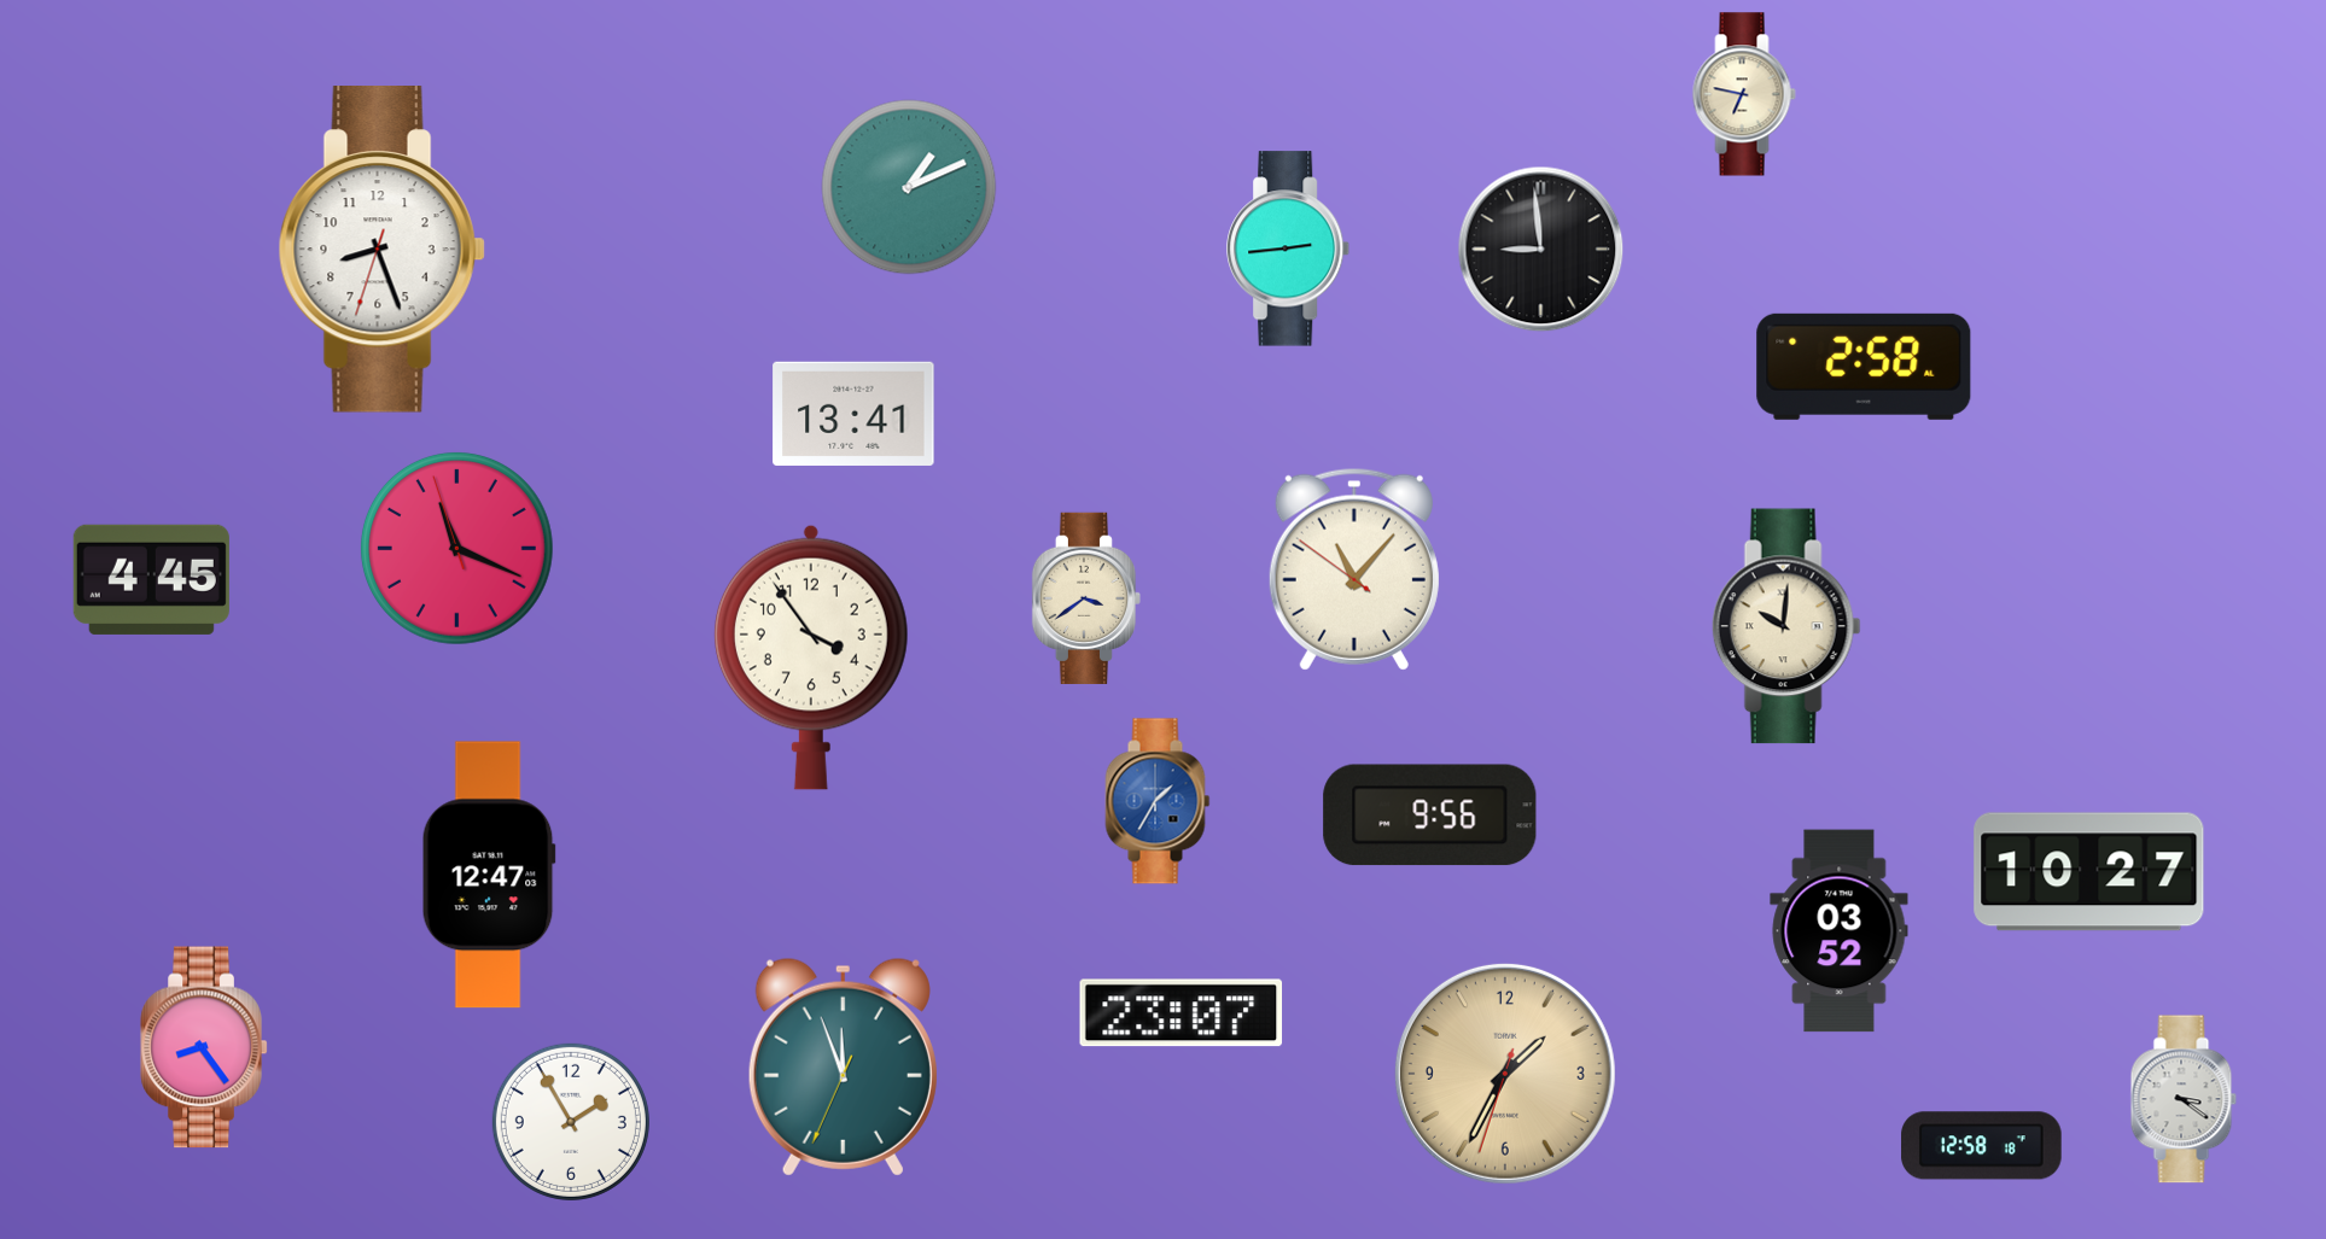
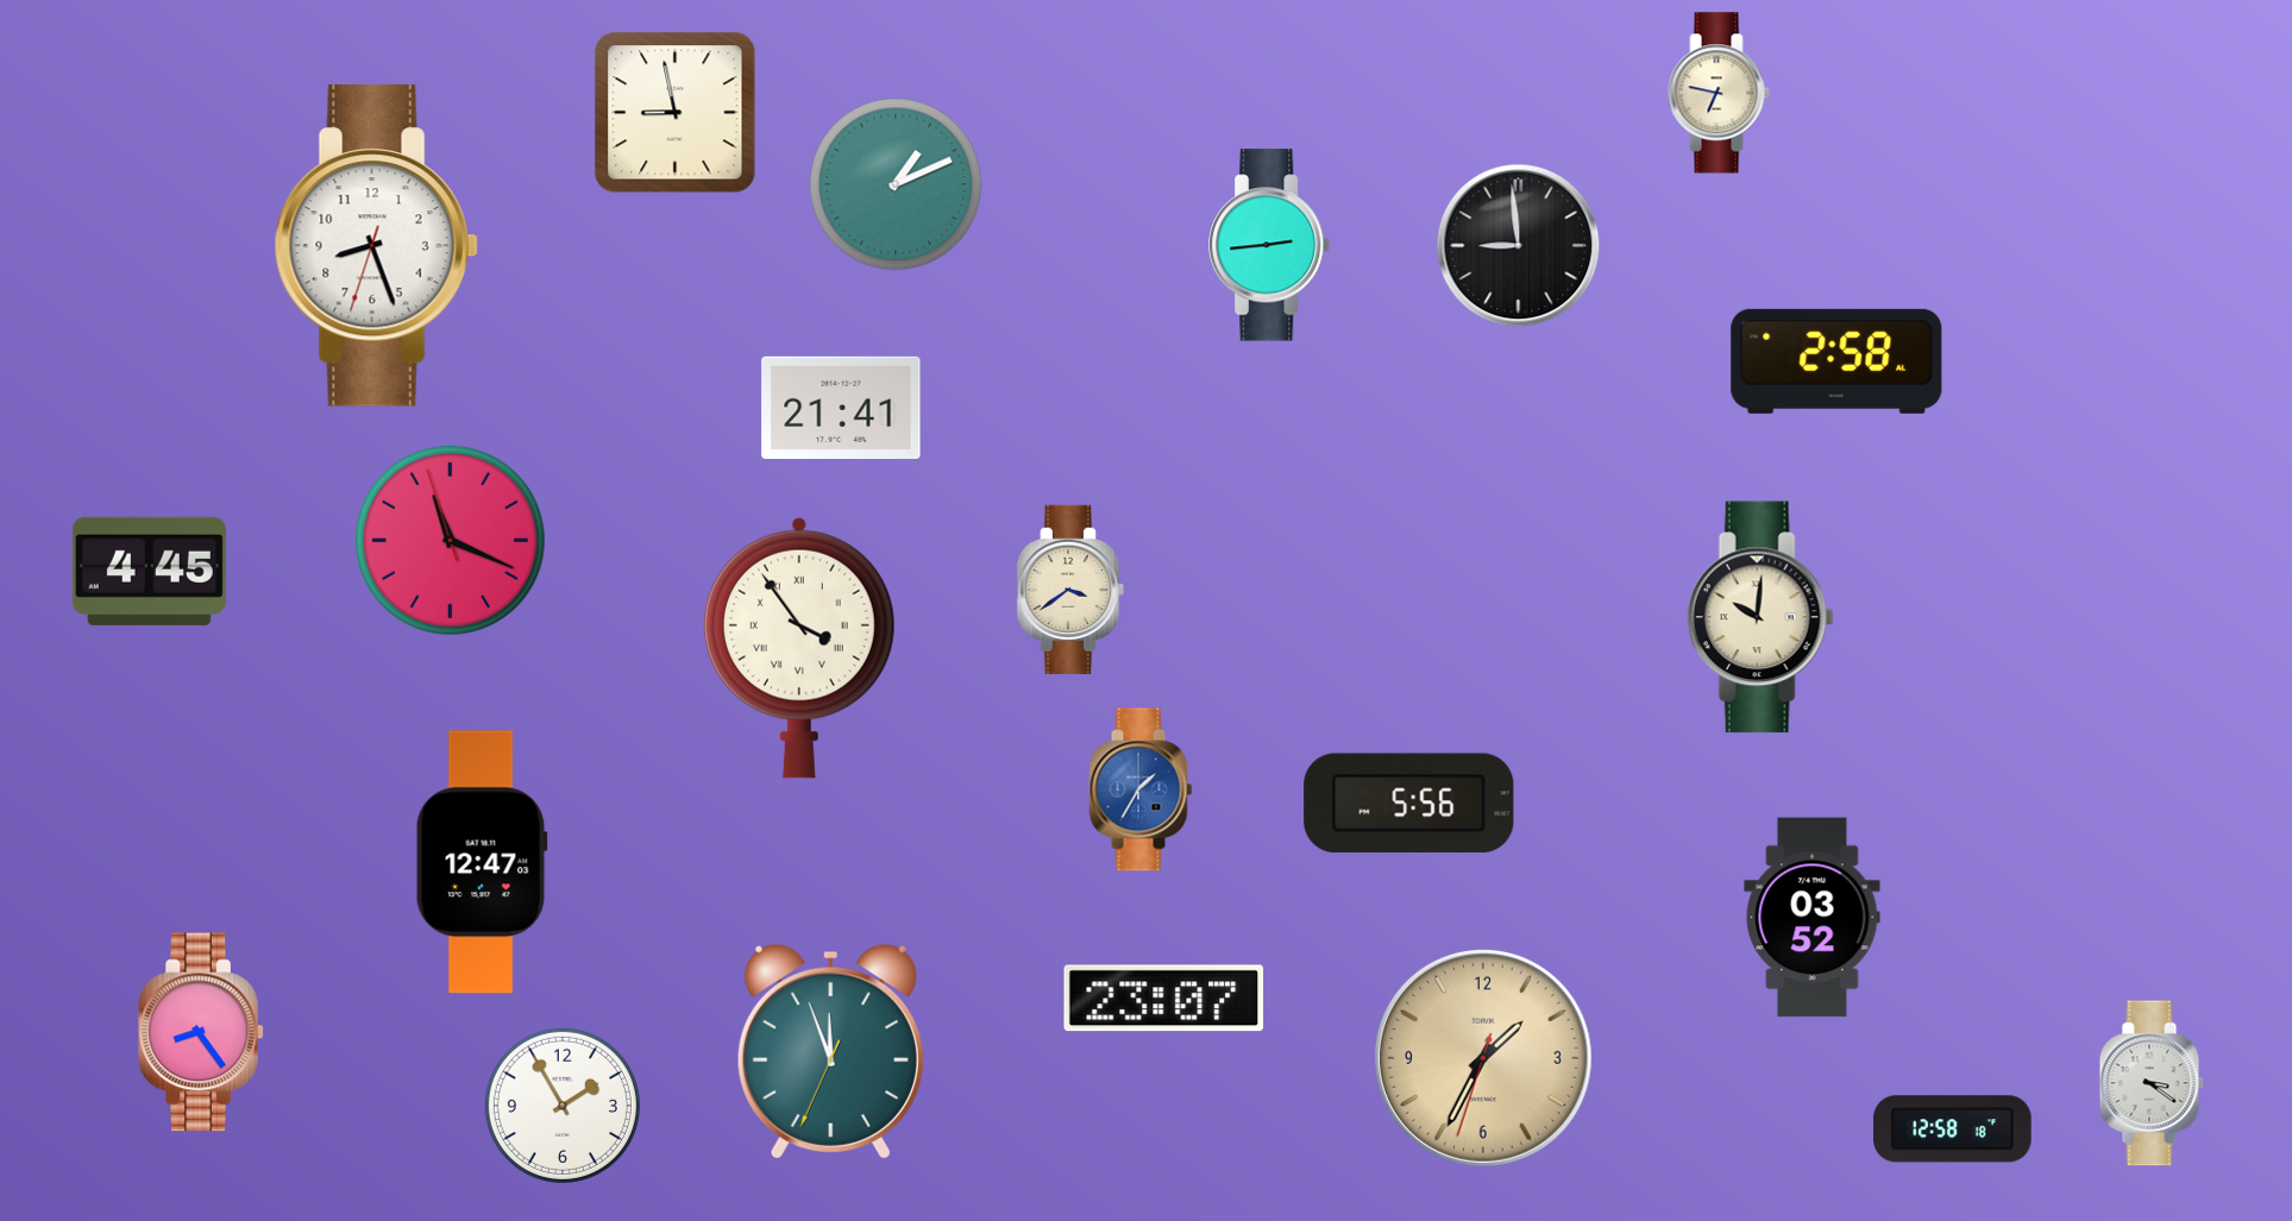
clock at (676, 113): none -> 8:58
clock at (853, 413): 13:41 -> 21:41
clock at (1354, 569): 11:06 -> none
clock at (811, 658) numerals: Arabic -> Roman
clock at (1430, 816): 9:56 -> 5:56
clock at (2089, 872): 10:27 -> none
